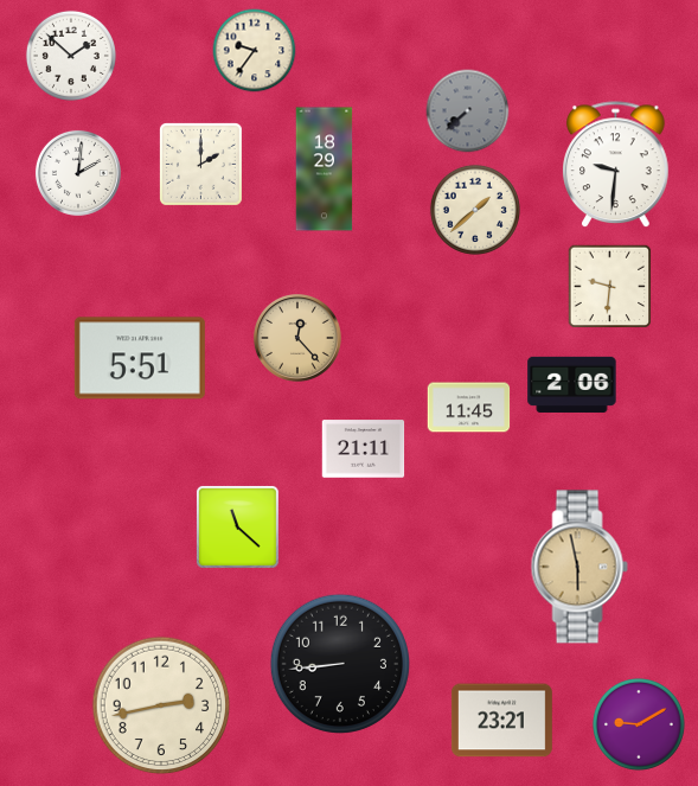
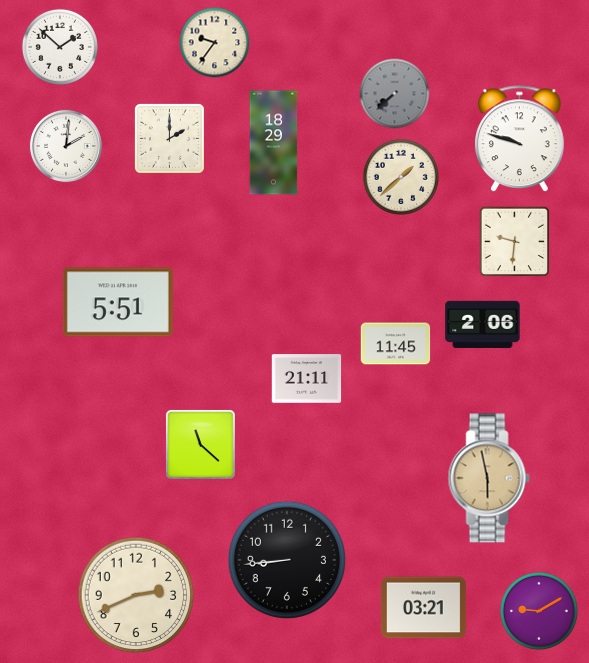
clock at (616, 165): 9:31 -> 9:48
clock at (299, 339): 12:23 -> none
clock at (161, 705): 2:43 -> 2:41
clock at (501, 721): 23:21 -> 03:21
